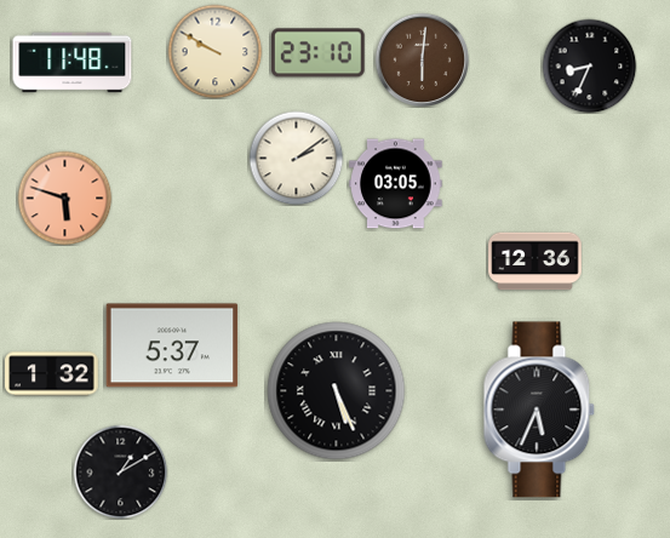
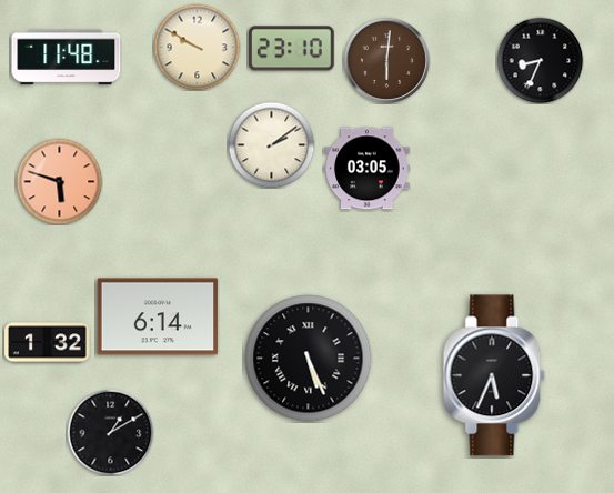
clock at (422, 59) position: (422, 59) -> (386, 60)
clock at (396, 184) position: (396, 184) -> (368, 169)
clock at (536, 262): 12:36 -> none
clock at (172, 345): 5:37 -> 6:14
